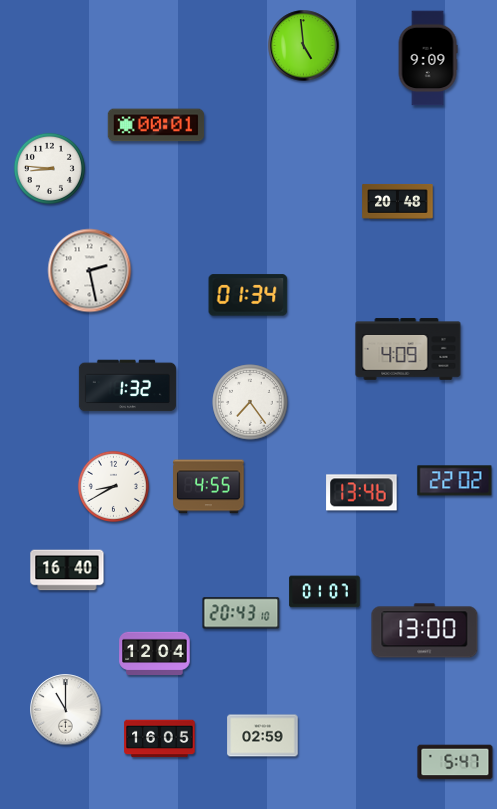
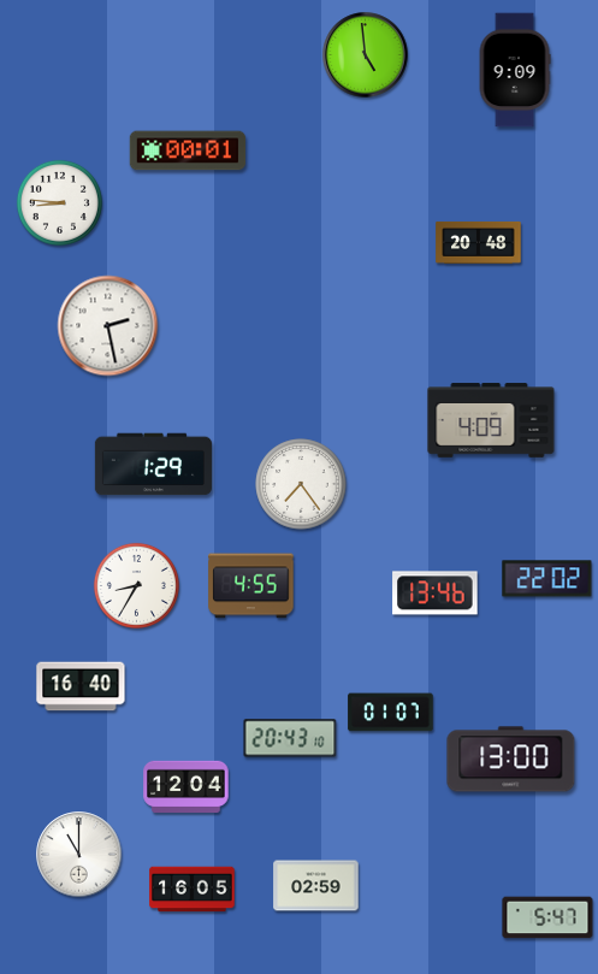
clock at (248, 295): 01:34 -> none
clock at (127, 386): 1:32 -> 1:29
clock at (113, 486): 8:40 -> 8:35
